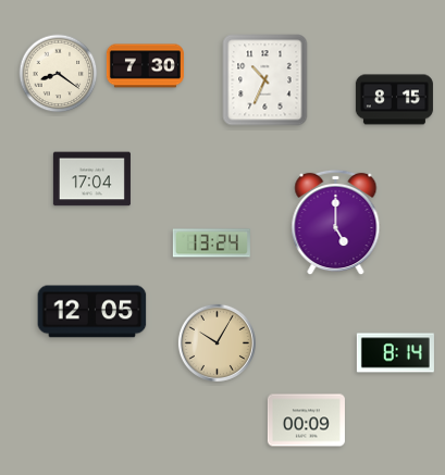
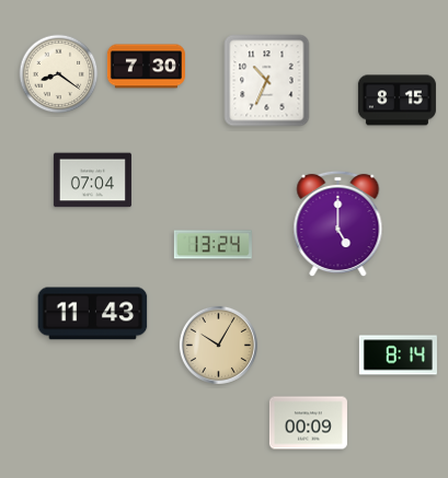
clock at (91, 179): 17:04 -> 07:04
clock at (92, 312): 12:05 -> 11:43
